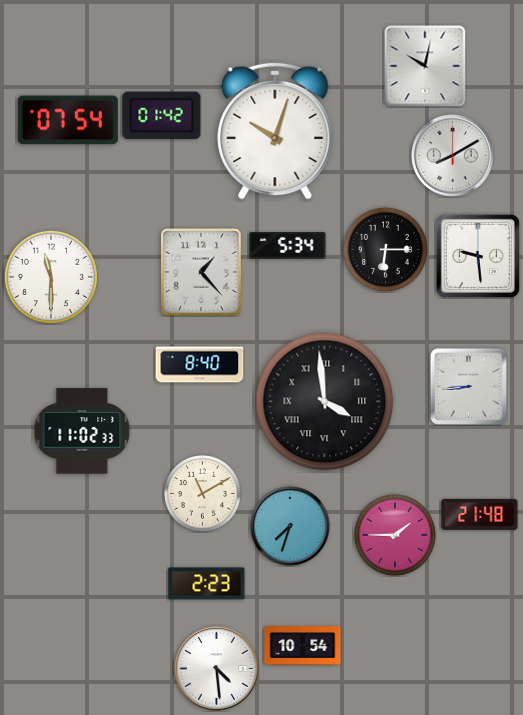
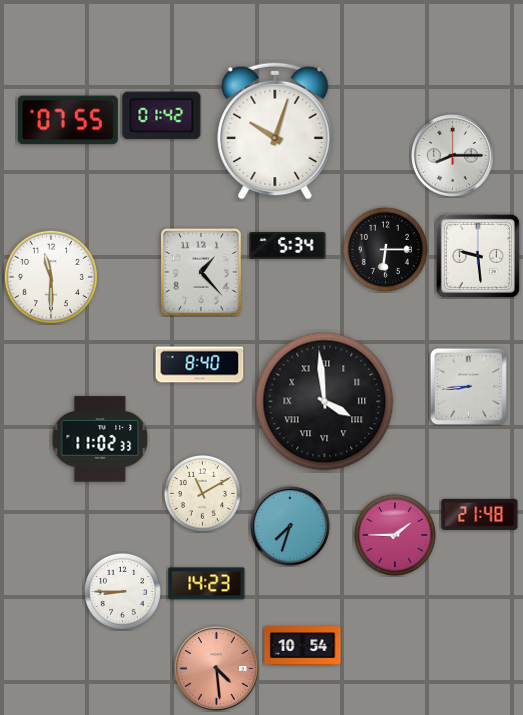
clock at (425, 66): 10:02 -> none
clock at (68, 120): 07:54 -> 07:55
clock at (453, 156): 8:10 -> 8:15
clock at (82, 431) position: (82, 431) -> (100, 439)
clock at (207, 584): 2:23 -> 14:23
clock at (122, 591): none -> 8:45
clock at (216, 668) dial: white -> salmon
